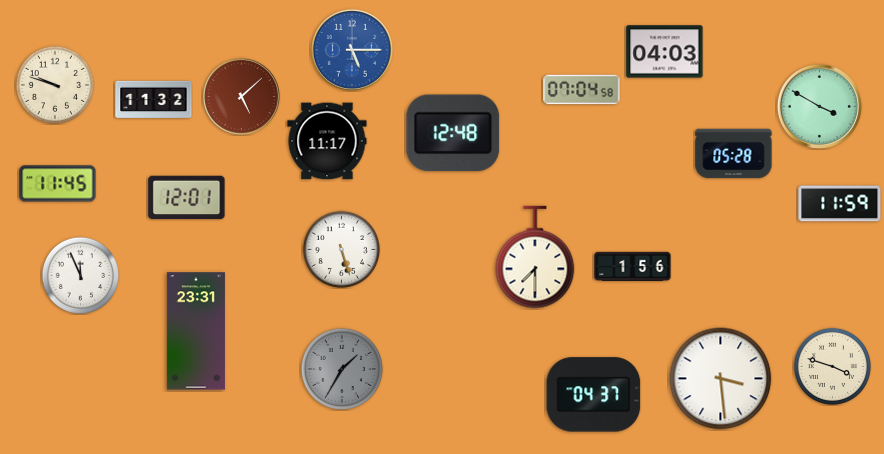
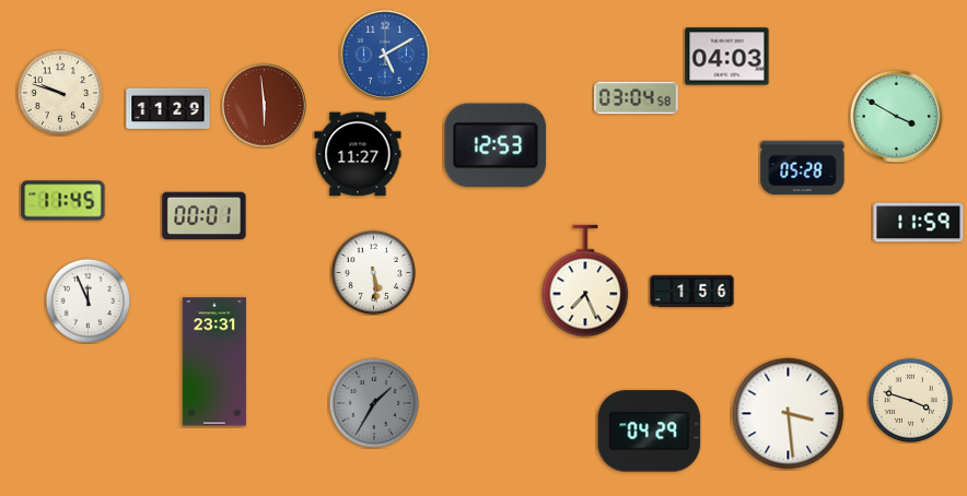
clock at (352, 50): 5:15 -> 5:10
clock at (582, 90): 07:04 -> 03:04
clock at (242, 97): 5:08 -> 5:59
clock at (154, 100): 11:32 -> 11:29
clock at (453, 133): 12:48 -> 12:53
clock at (327, 141): 11:17 -> 11:27
clock at (187, 198): 12:01 -> 00:01
clock at (341, 249): 5:27 -> 5:29
clock at (535, 257): 7:30 -> 7:26
clock at (594, 395): 04:37 -> 04:29
